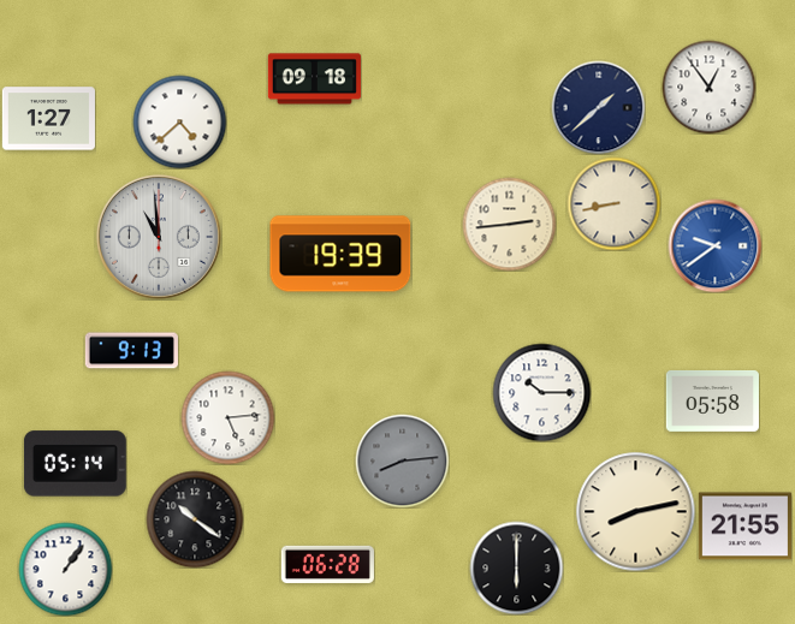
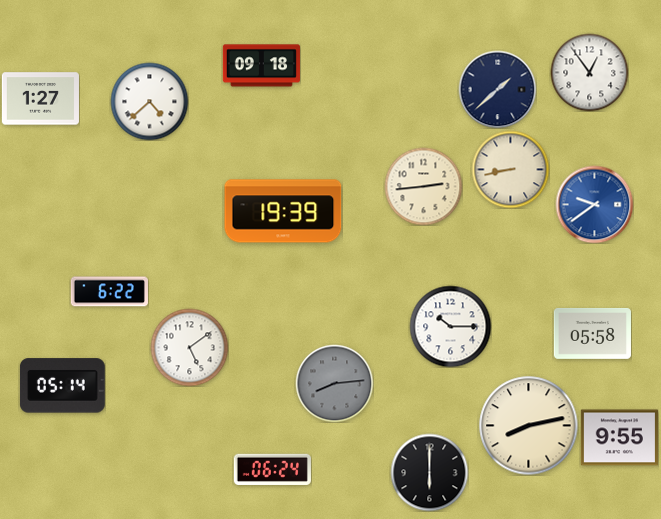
clock at (159, 237): 10:59 -> none
clock at (131, 351): 9:13 -> 6:22
clock at (227, 417): 5:14 -> 5:09
clock at (195, 519): 10:21 -> none
clock at (744, 527): 21:55 -> 9:55
clock at (327, 564): 06:28 -> 06:24
clock at (65, 569): 1:06 -> none
